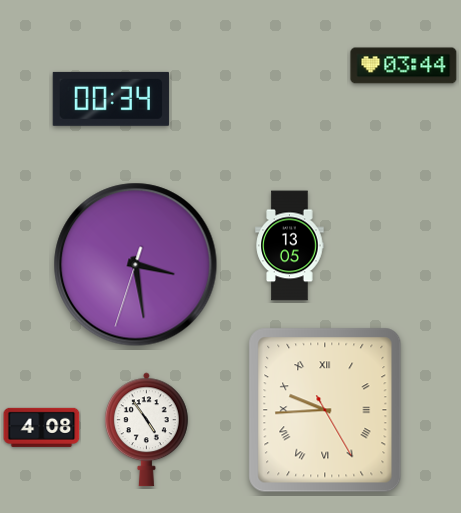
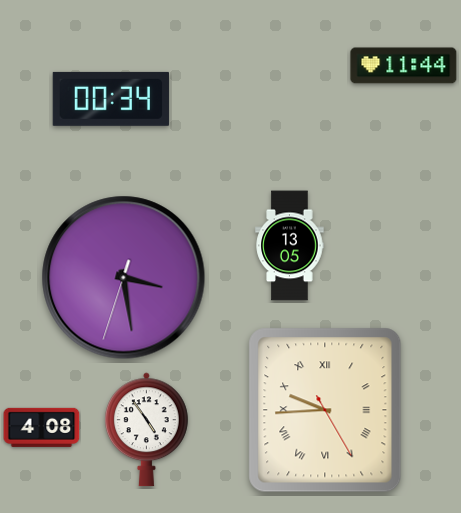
clock at (404, 66): 03:44 -> 11:44
clock at (136, 265) position: (136, 265) -> (124, 278)
